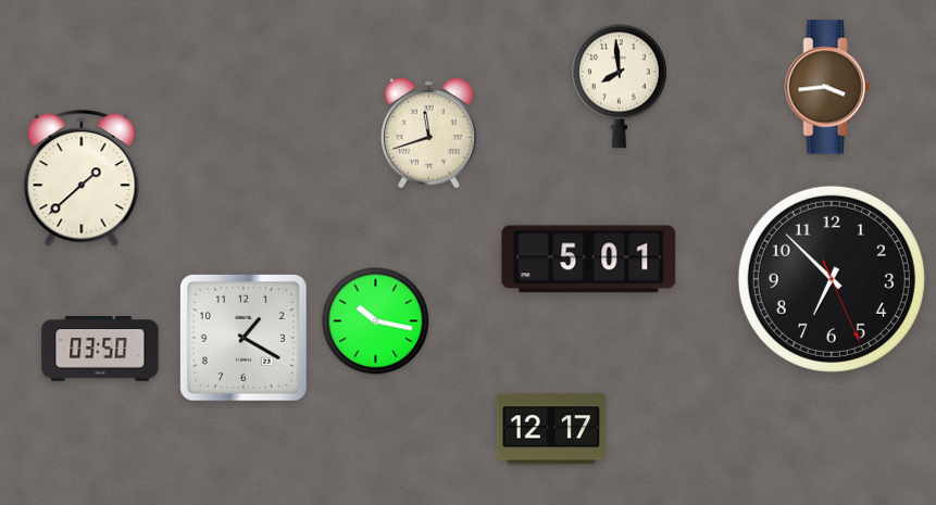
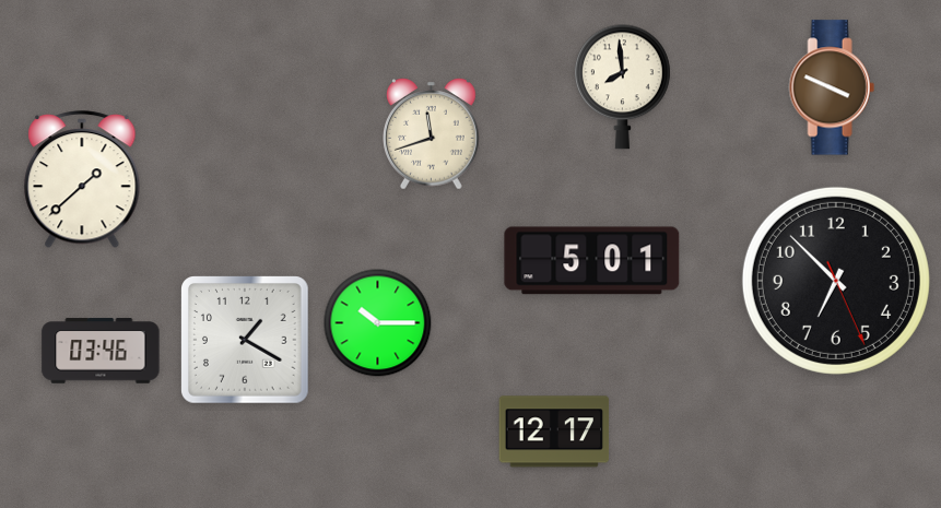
clock at (827, 87): 3:44 -> 3:49
clock at (376, 321): 10:17 -> 10:15
clock at (100, 349): 03:50 -> 03:46
